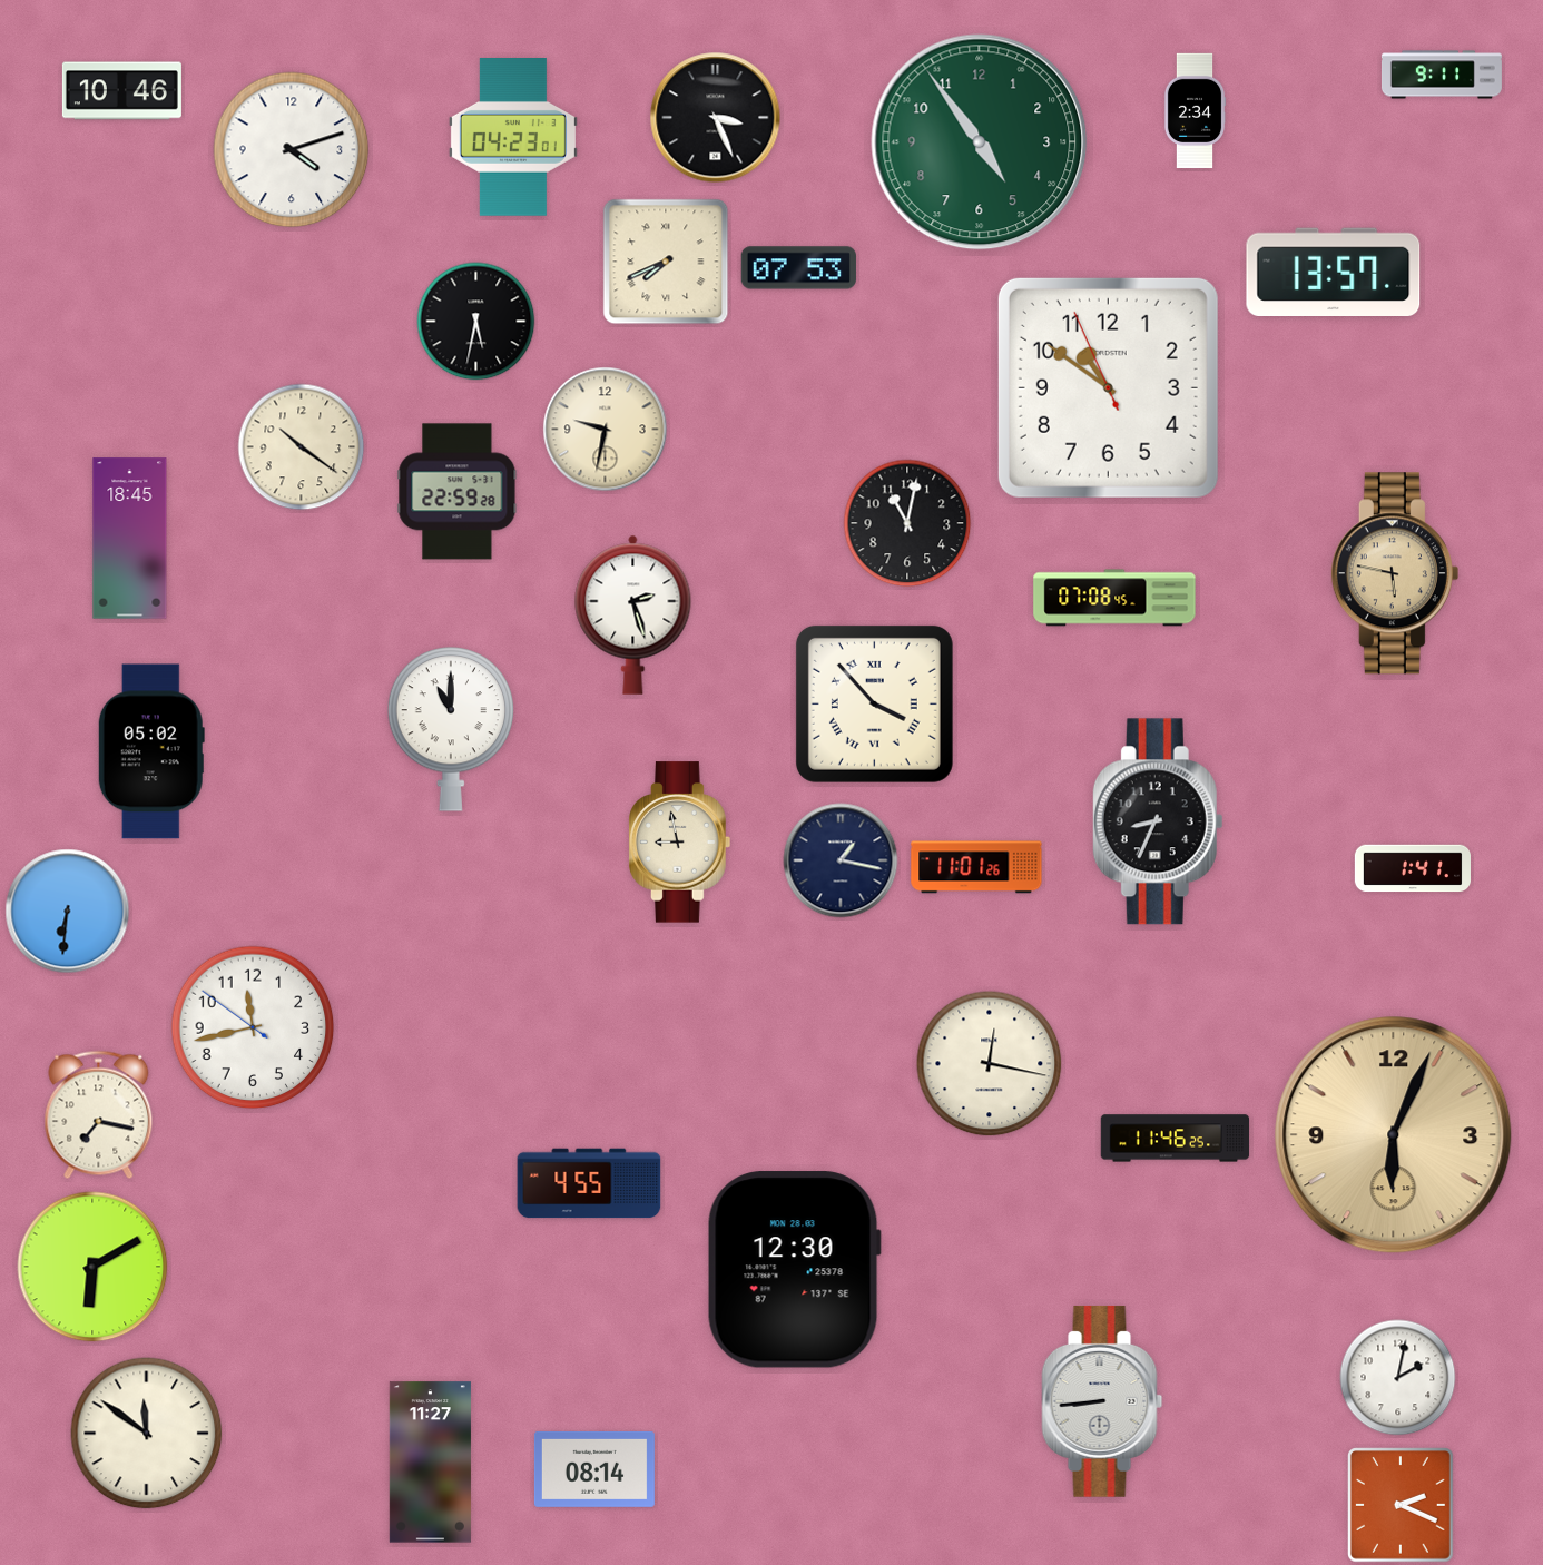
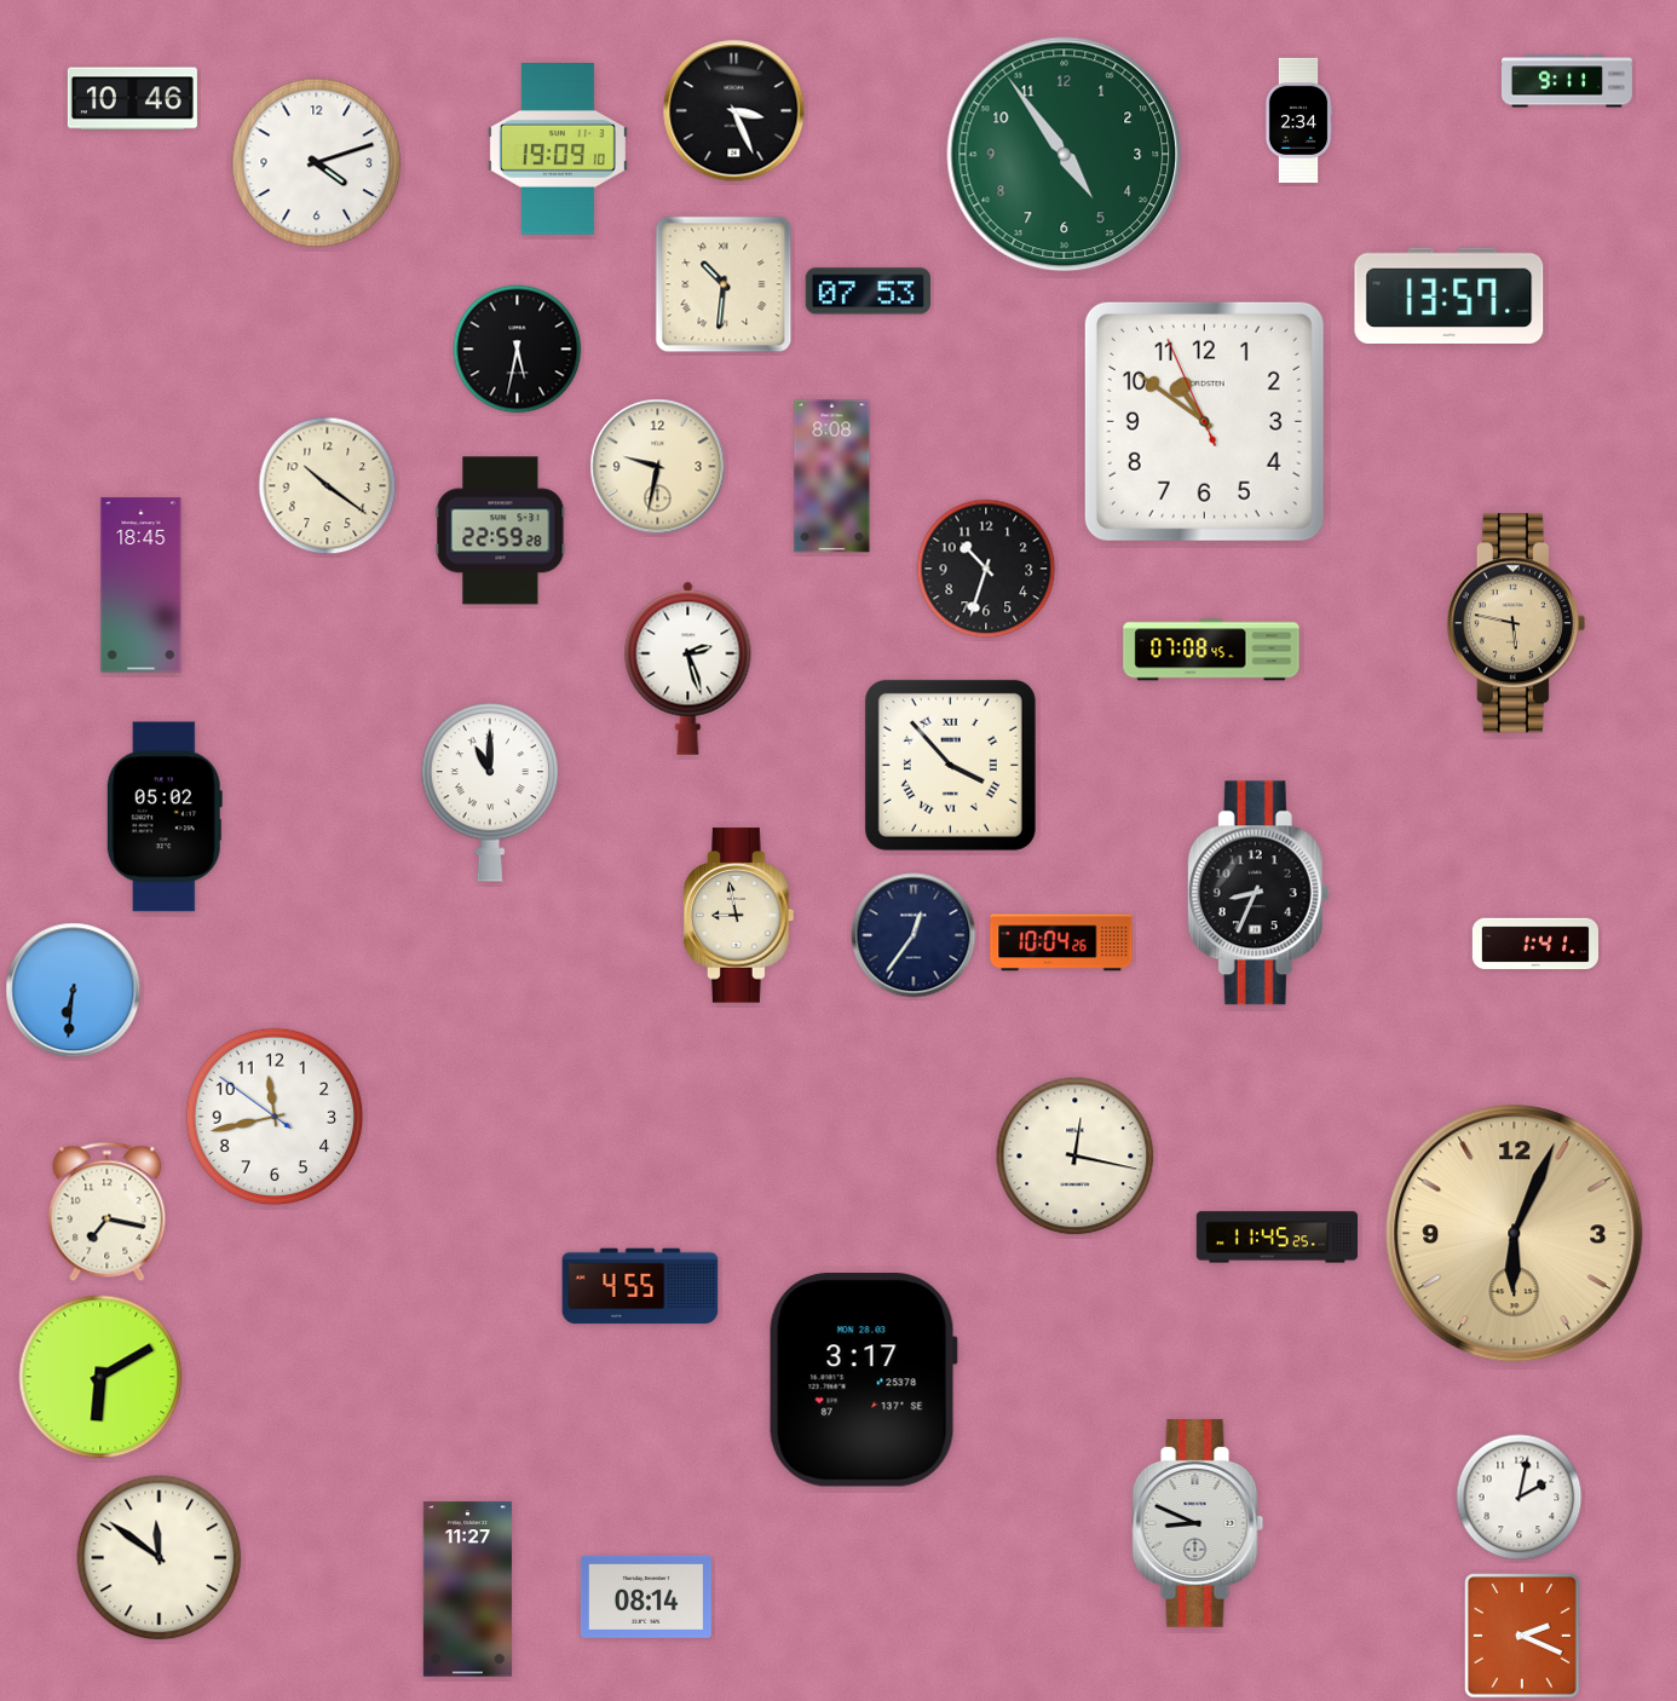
clock at (716, 118) position: (716, 118) -> (734, 111)
clock at (513, 137): 04:23 -> 19:09
clock at (666, 262): 7:41 -> 10:31
clock at (832, 477): none -> 8:08
clock at (458, 492) position: (458, 492) -> (501, 531)
clock at (907, 523): 11:02 -> 10:33
clock at (841, 860): 1:17 -> 12:36
clock at (976, 867): 11:01 -> 10:04
clock at (1176, 1139): 11:46 -> 11:45
clock at (794, 1270): 12:30 -> 3:17
clock at (1102, 1401): 8:44 -> 8:49
